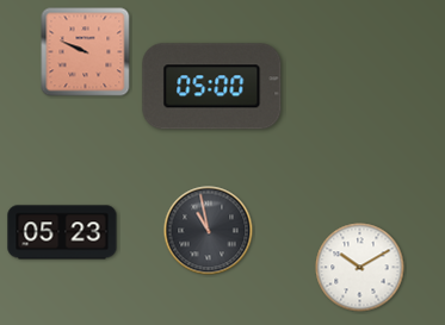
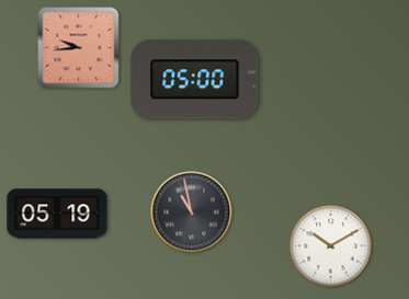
clock at (86, 52): 9:49 -> 9:44
clock at (62, 232): 05:23 -> 05:19
